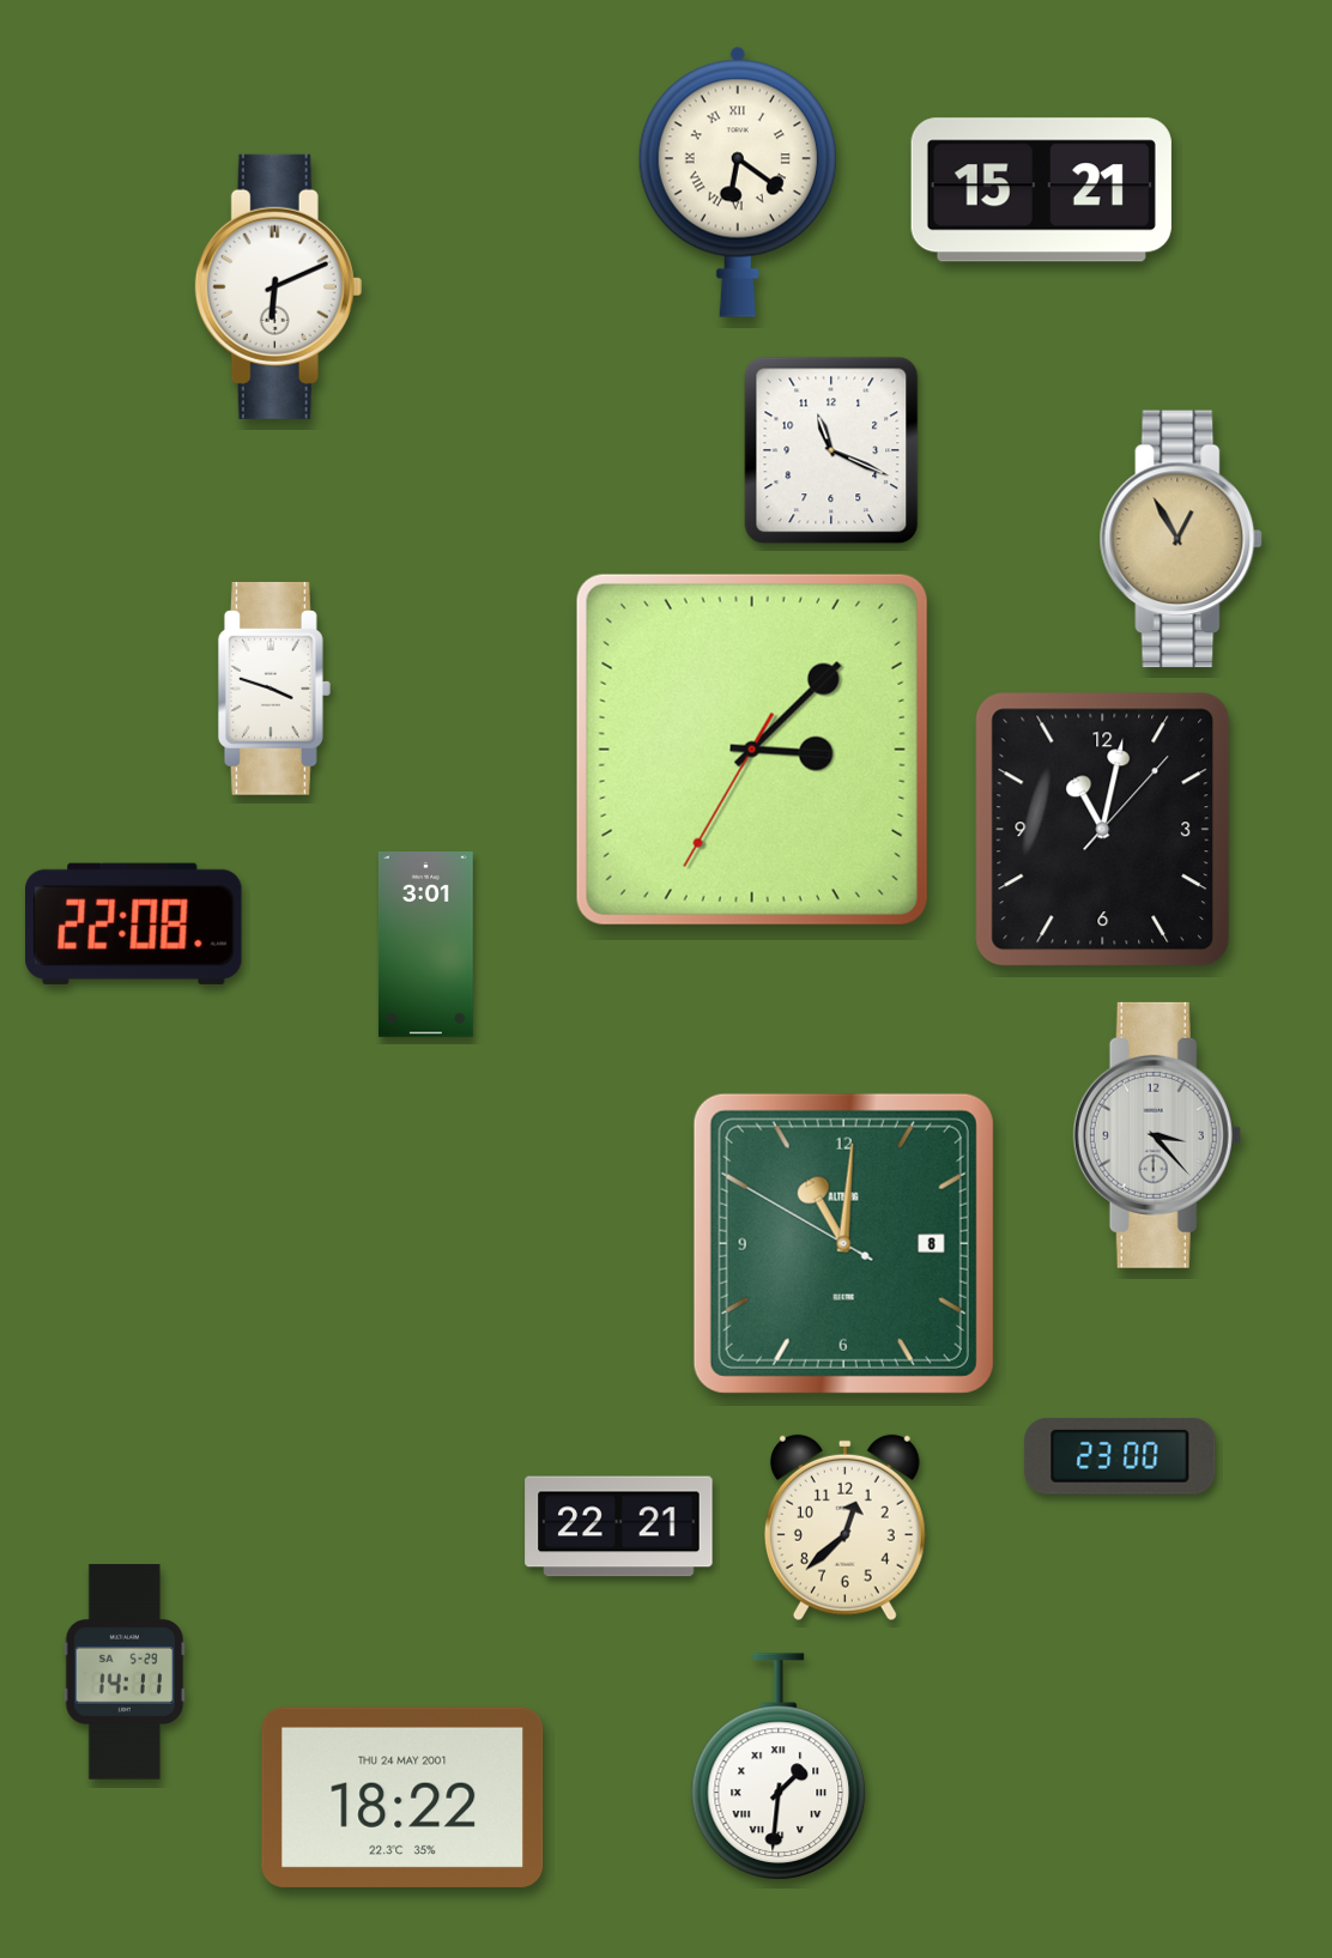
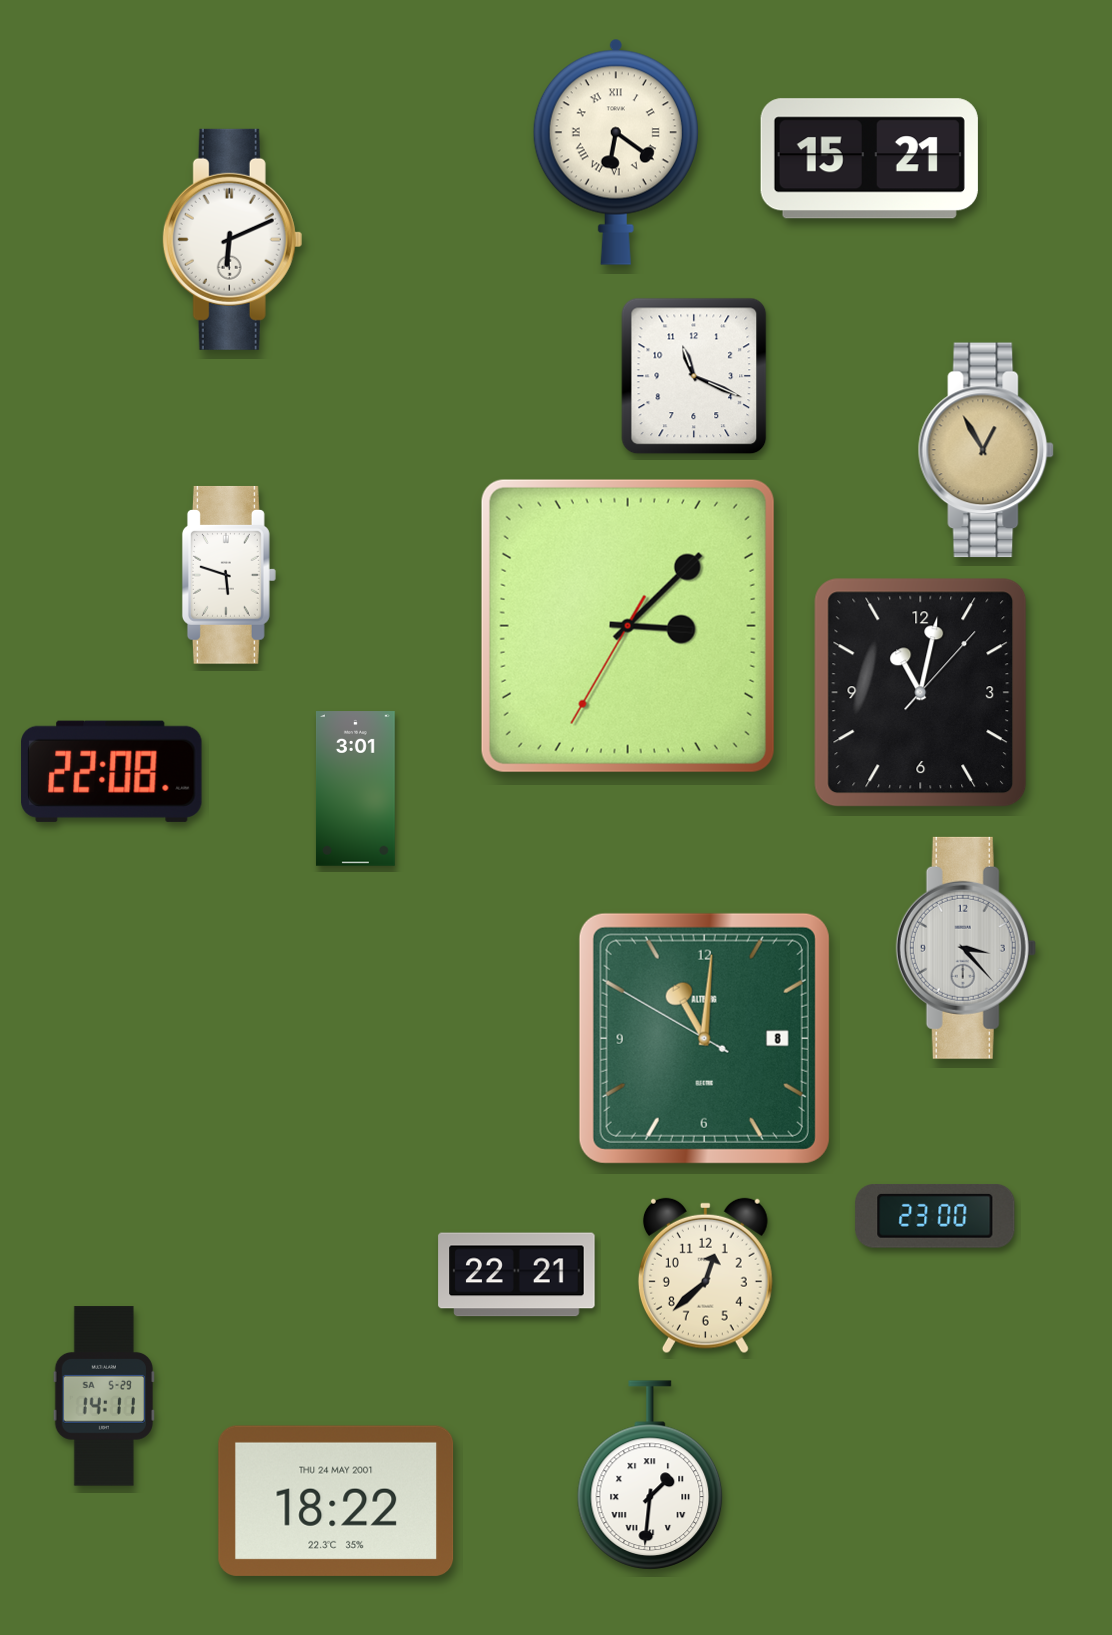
clock at (274, 689): 3:48 -> 5:48
